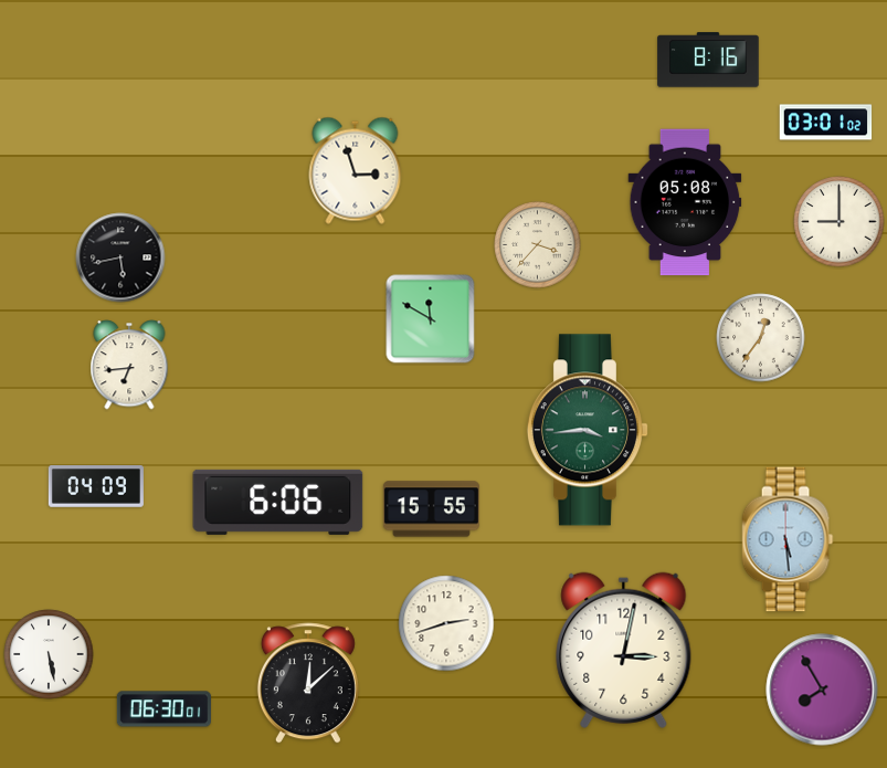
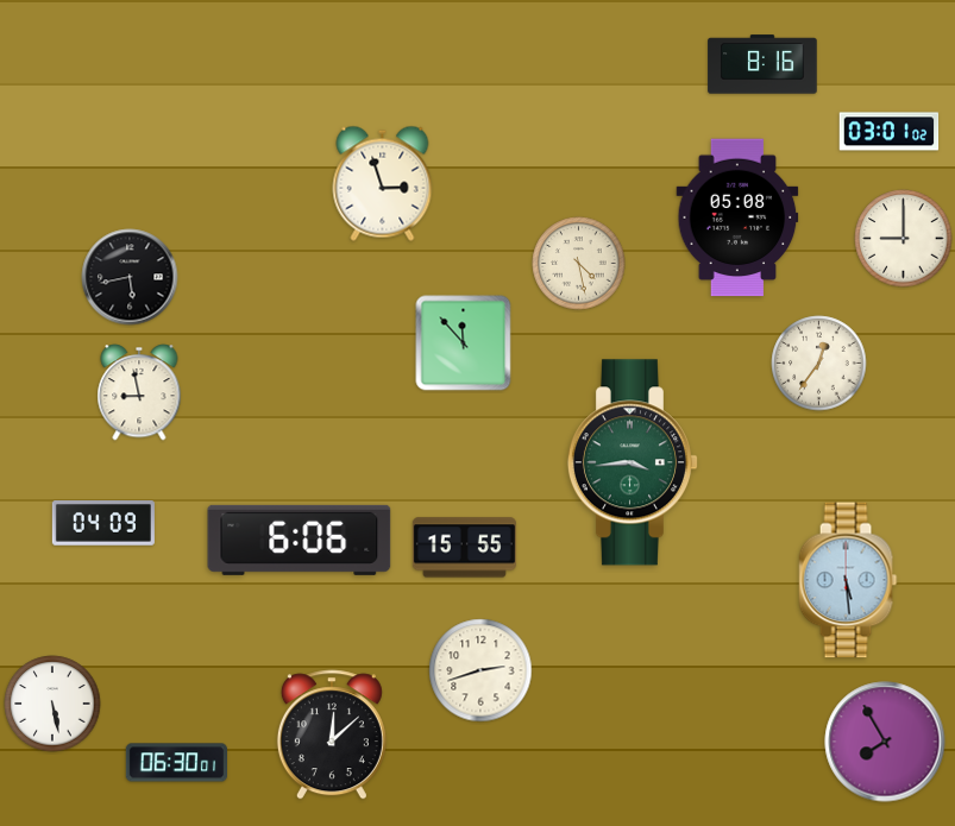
clock at (538, 245): 3:37 -> 4:28
clock at (431, 319): 11:50 -> 11:53
clock at (129, 365): 6:44 -> 8:58
clock at (624, 650): 3:02 -> none
